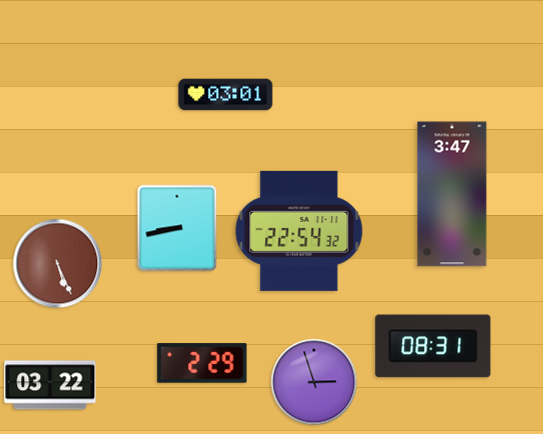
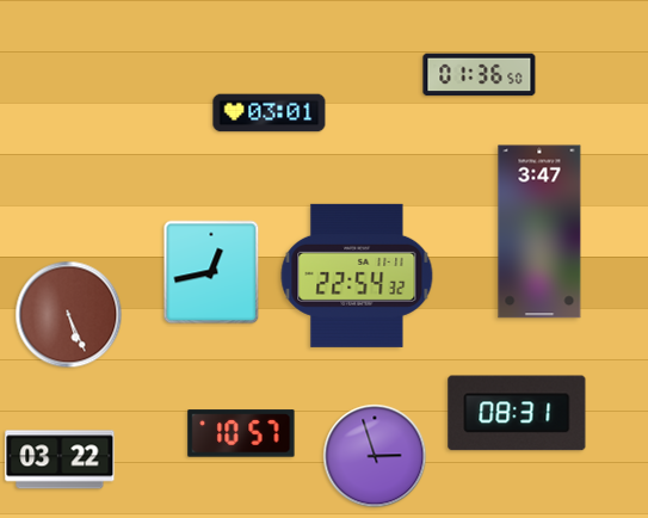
clock at (480, 75): none -> 01:36
clock at (177, 228): 8:43 -> 12:43
clock at (202, 363): 2:29 -> 10:57
